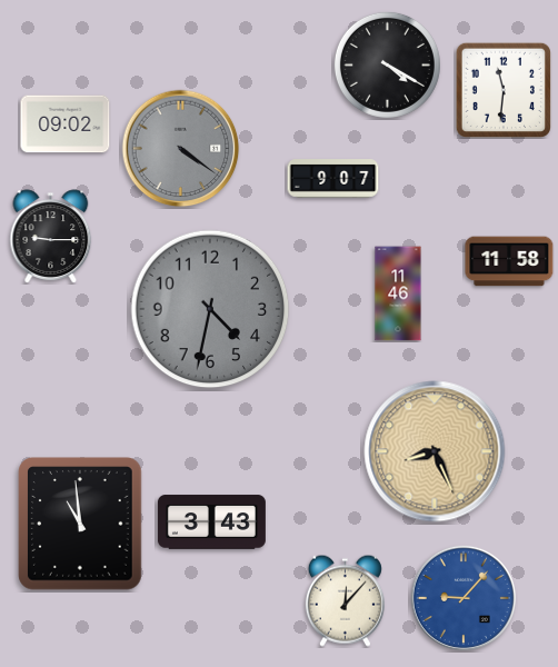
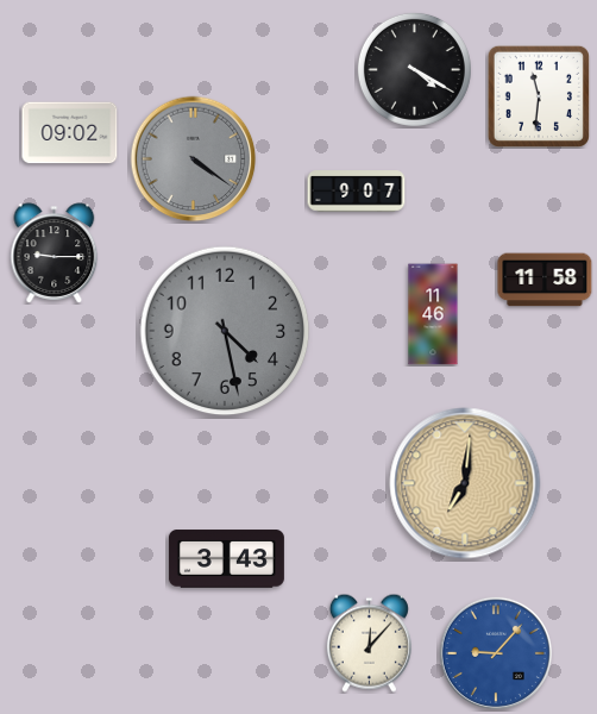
clock at (398, 293) position: (398, 293) -> (433, 314)
clock at (210, 309): 4:32 -> 4:28
clock at (435, 451): 8:26 -> 7:01
clock at (80, 524): 10:59 -> none
clock at (464, 598) position: (464, 598) -> (496, 653)
